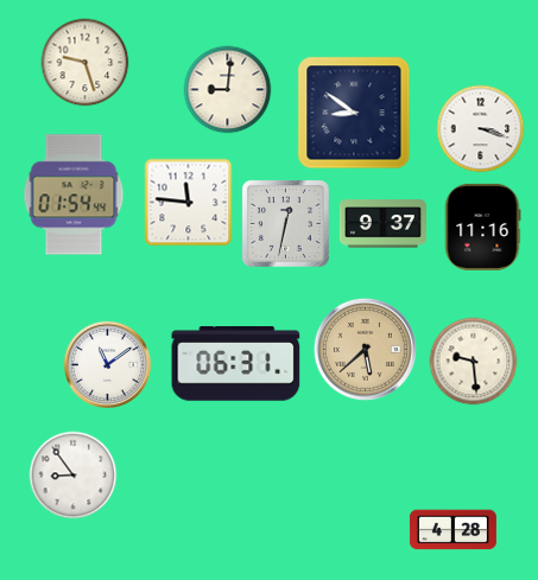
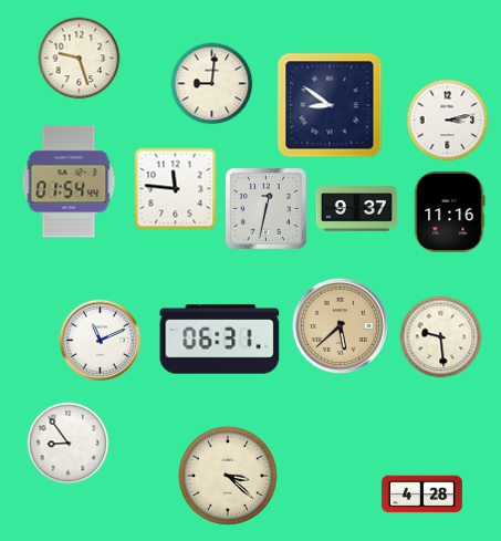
clock at (481, 129): 3:18 -> 3:13
clock at (107, 364): 11:09 -> 11:11
clock at (228, 476): none -> 3:22
